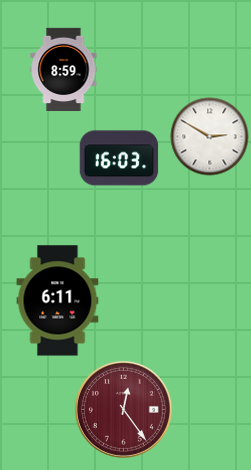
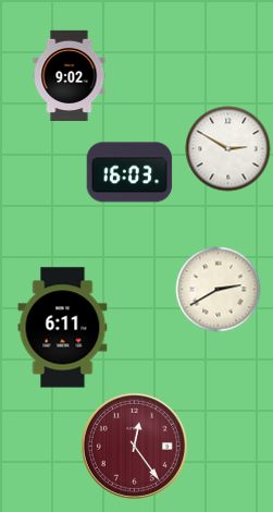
clock at (64, 69): 8:59 -> 9:02
clock at (218, 289): none -> 2:40
